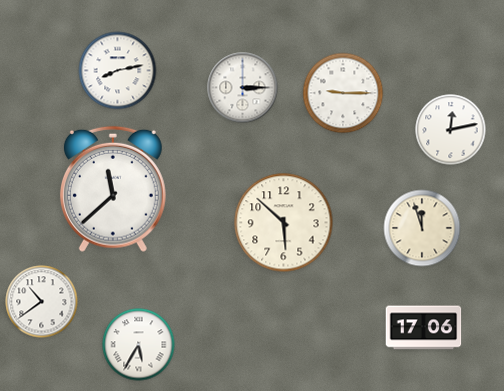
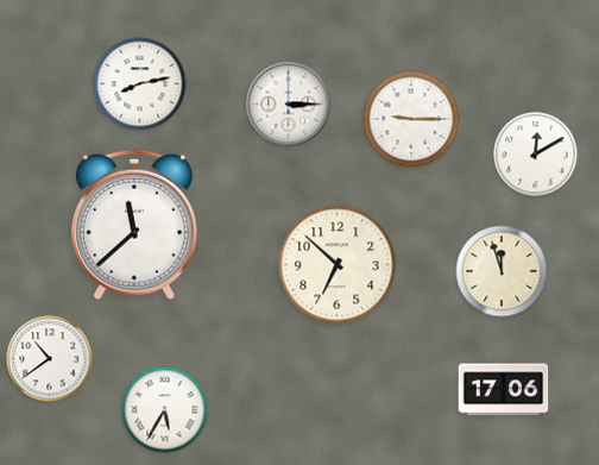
clock at (343, 93) position: (343, 93) -> (411, 119)
clock at (451, 130): 12:13 -> 12:10
clock at (284, 223): 5:52 -> 6:52
